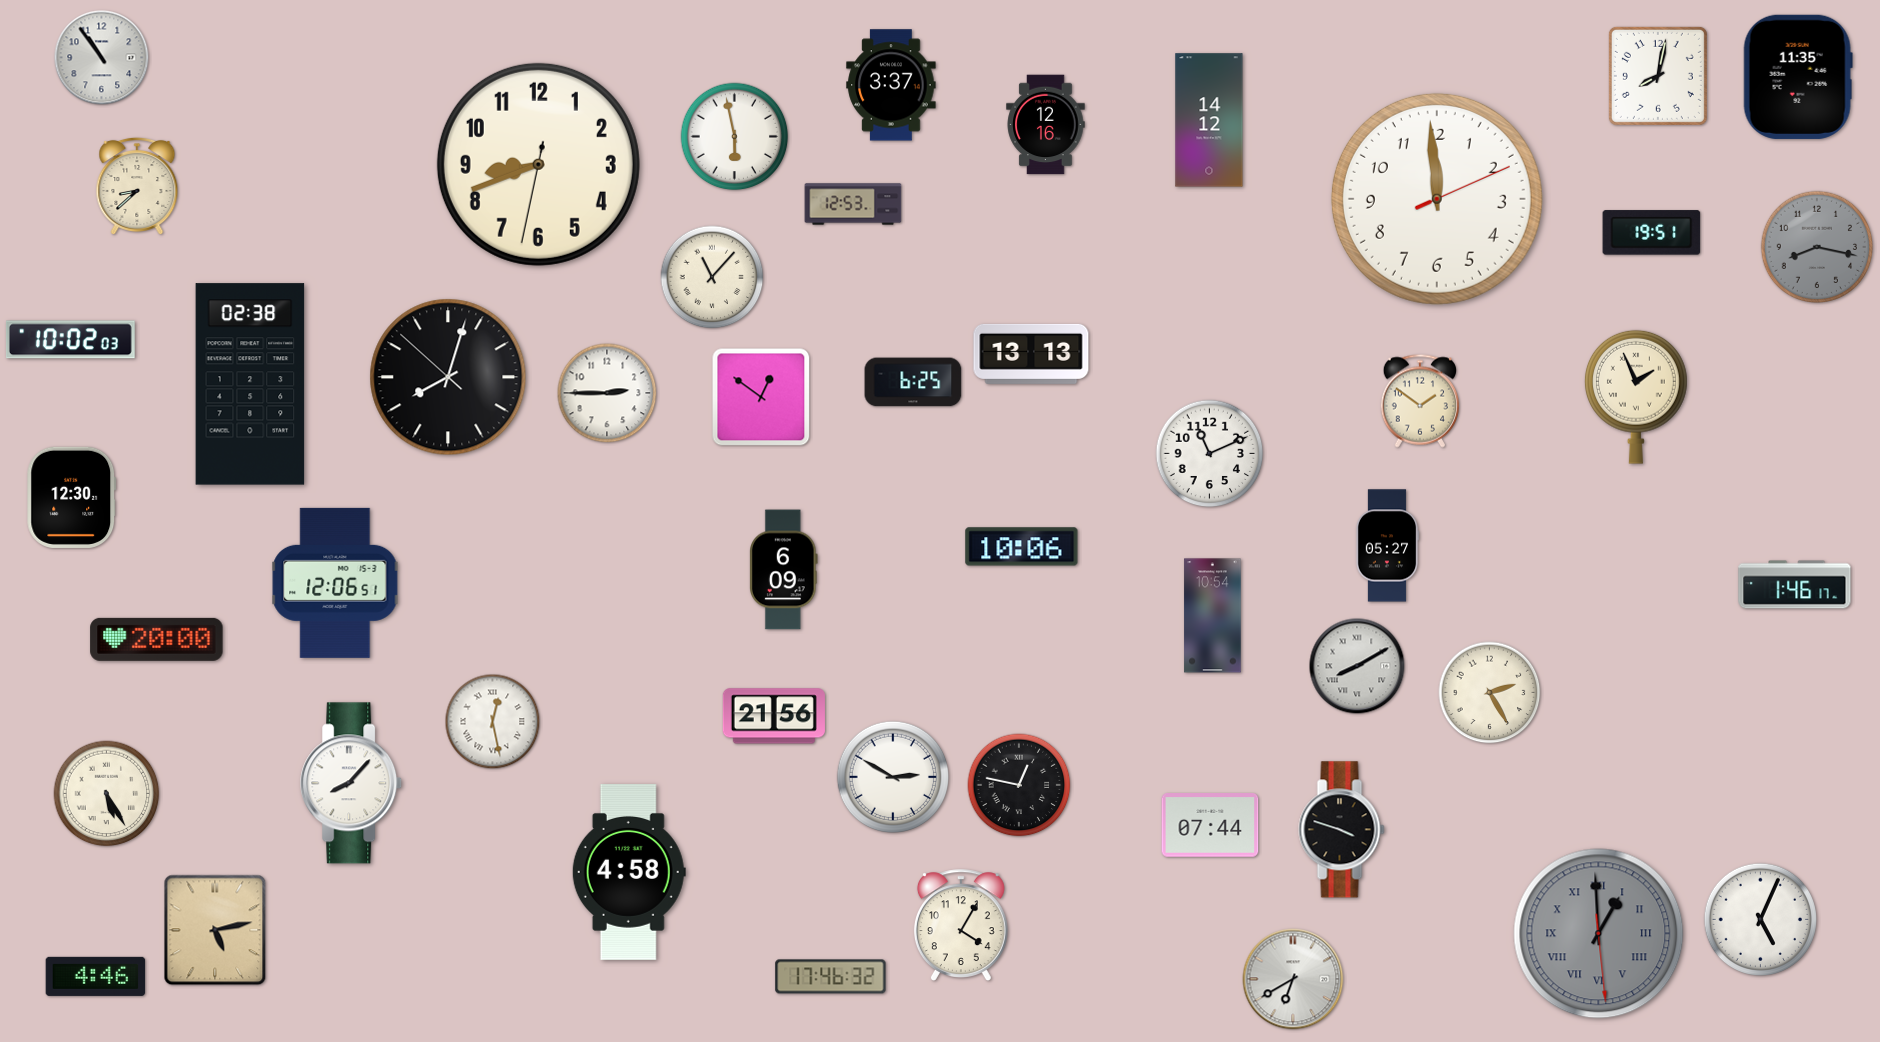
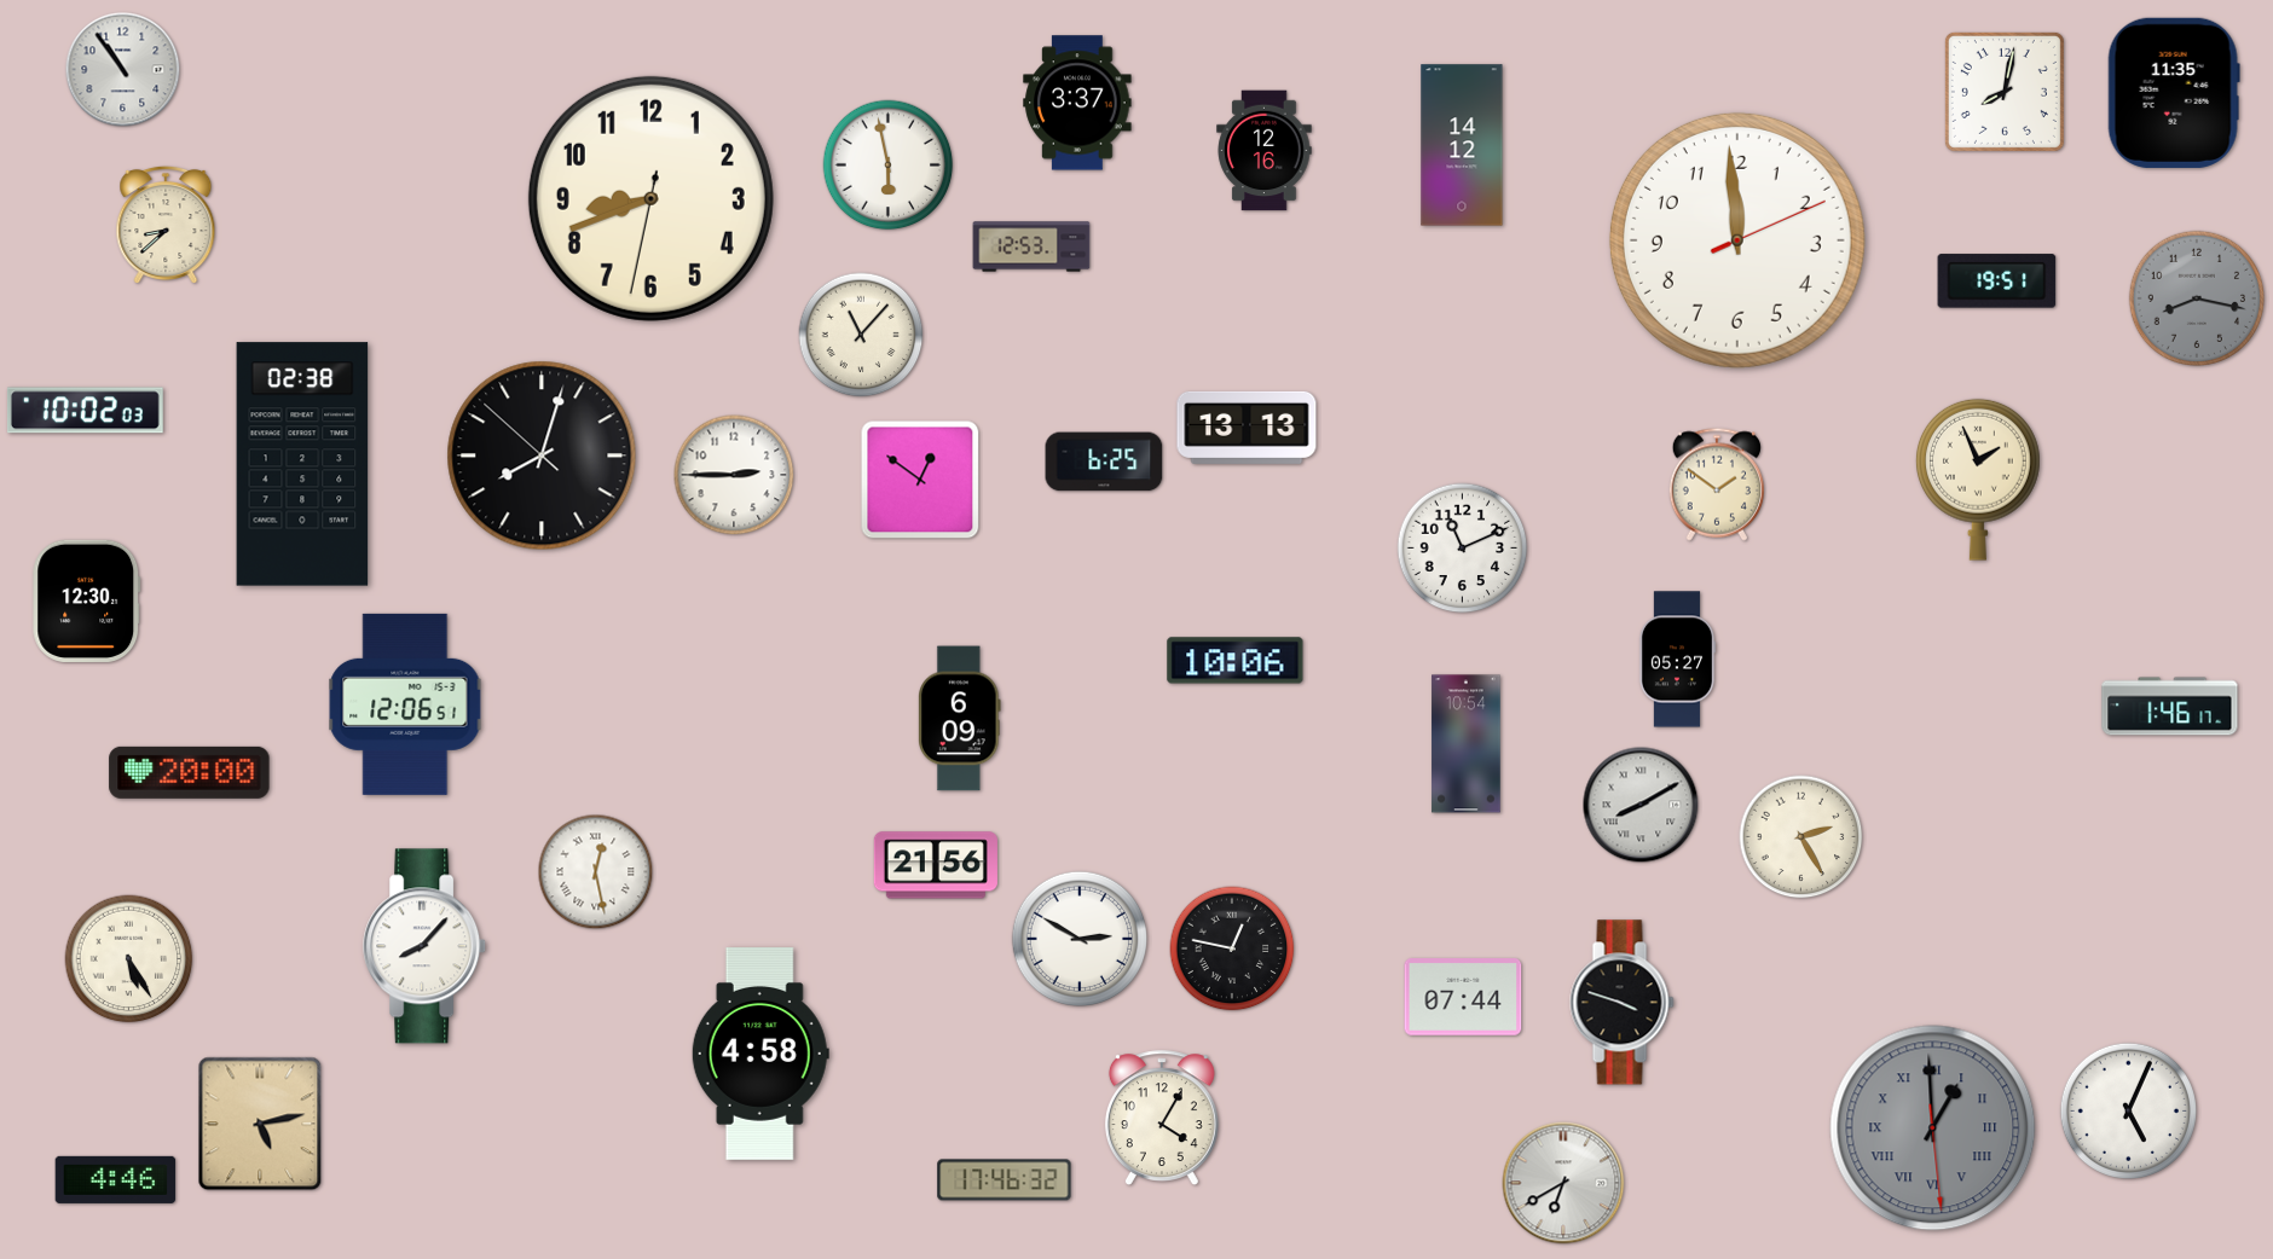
clock at (784, 570) position: (784, 570) -> (960, 719)
